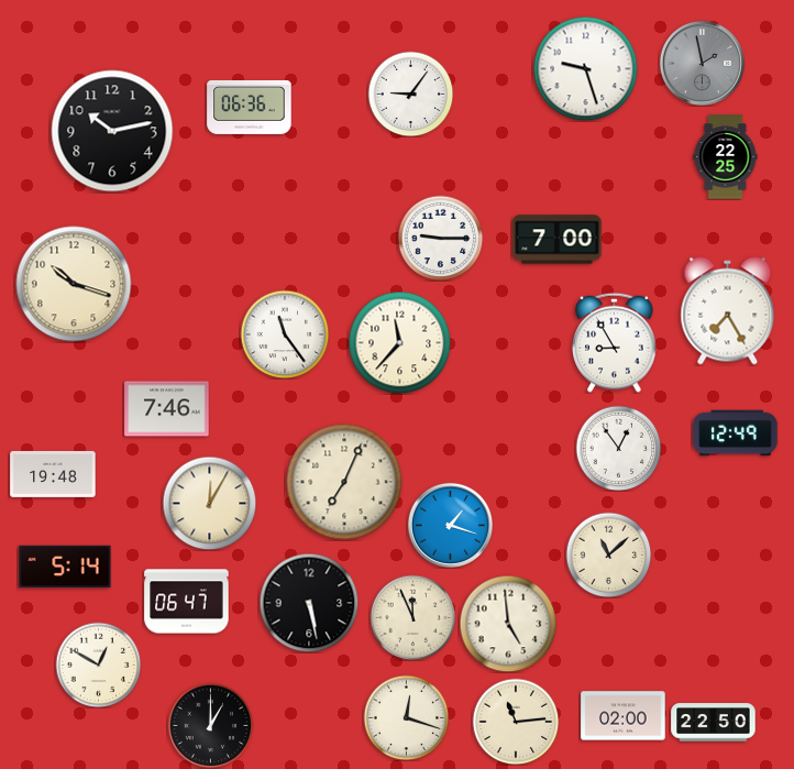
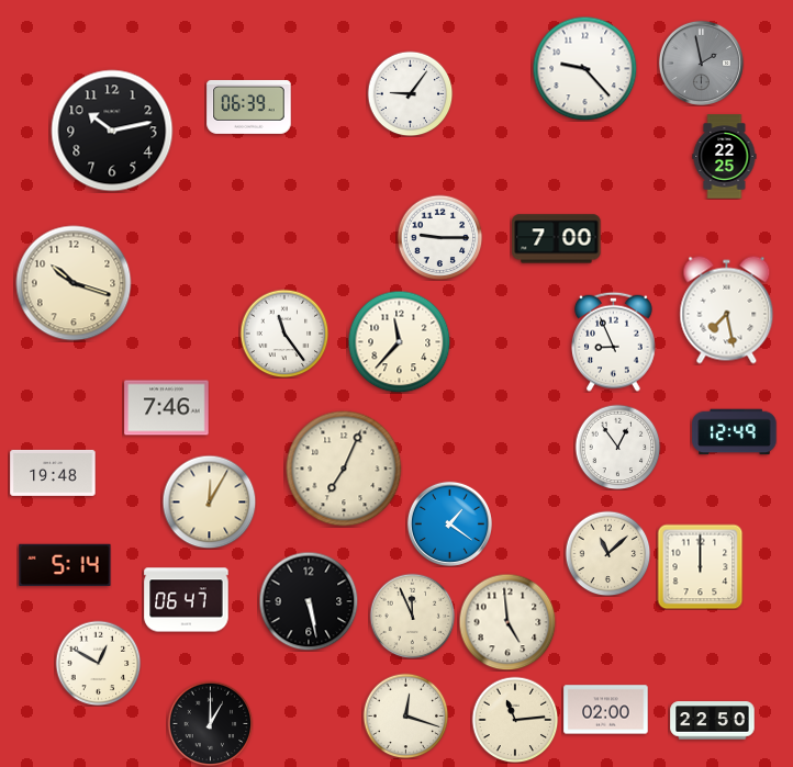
clock at (585, 68): 9:27 -> 9:23
clock at (250, 107): 06:36 -> 06:39
clock at (728, 311): 7:25 -> 7:28
clock at (615, 342): 8:55 -> 8:56
clock at (344, 482) position: (344, 482) -> (344, 469)
clock at (450, 525): 1:18 -> 1:21
clock at (700, 566): none -> 12:00
clock at (624, 716) position: (624, 716) -> (606, 710)
